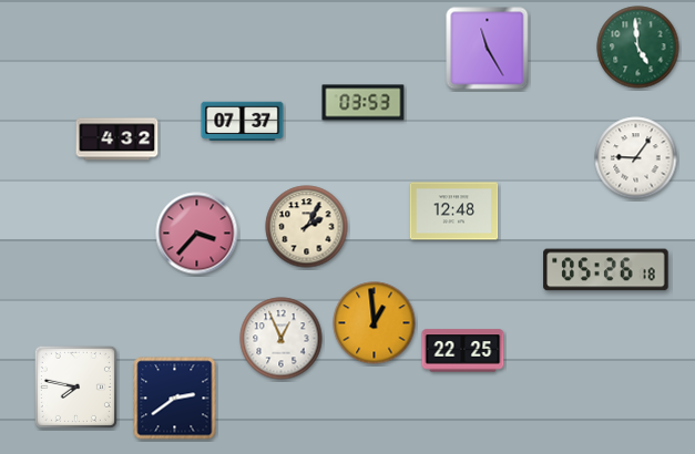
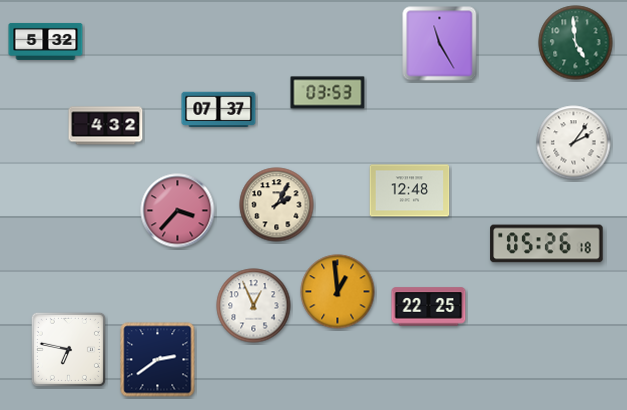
clock at (46, 41): none -> 5:32
clock at (636, 158): 9:06 -> 2:06
clock at (463, 351) position: (463, 351) -> (429, 307)
clock at (75, 386): 7:47 -> 6:47
